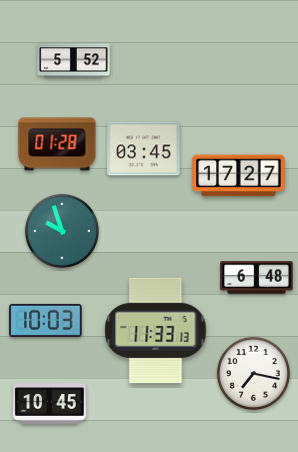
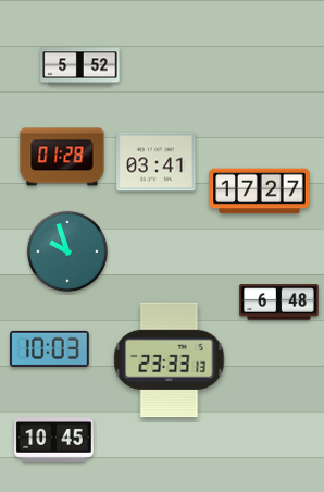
clock at (144, 149): 03:45 -> 03:41
clock at (156, 331): 11:33 -> 23:33
clock at (253, 373): 7:17 -> none
